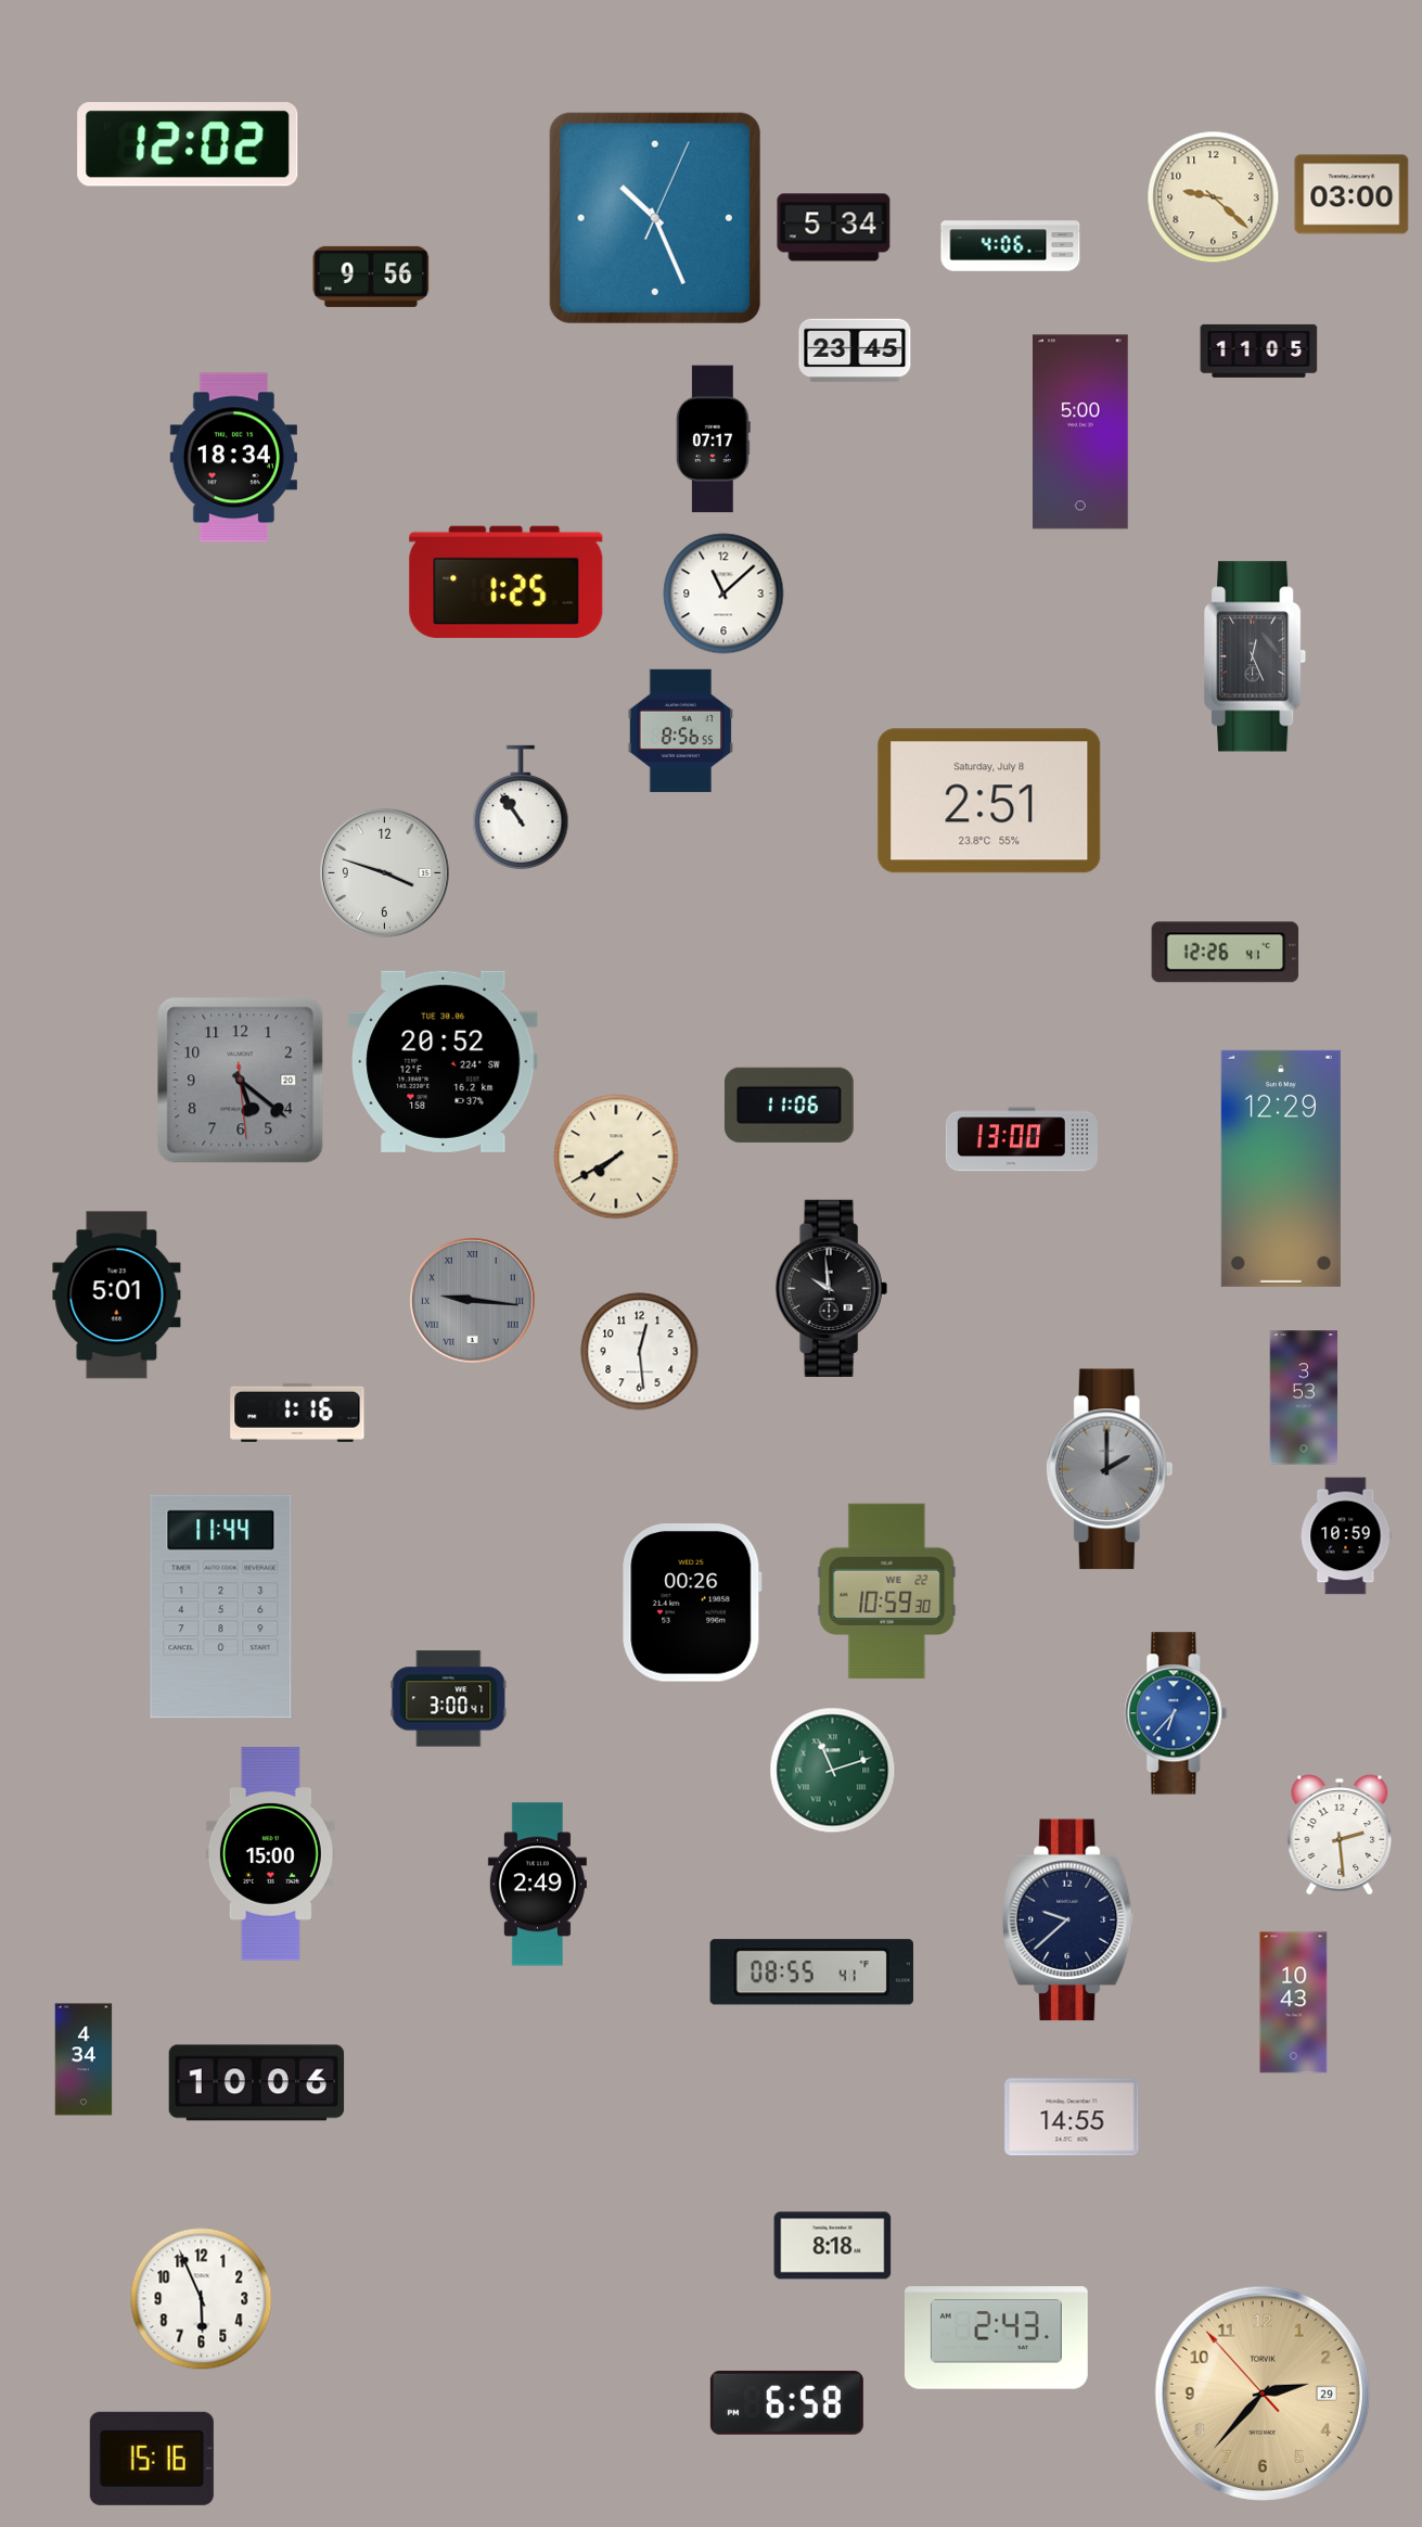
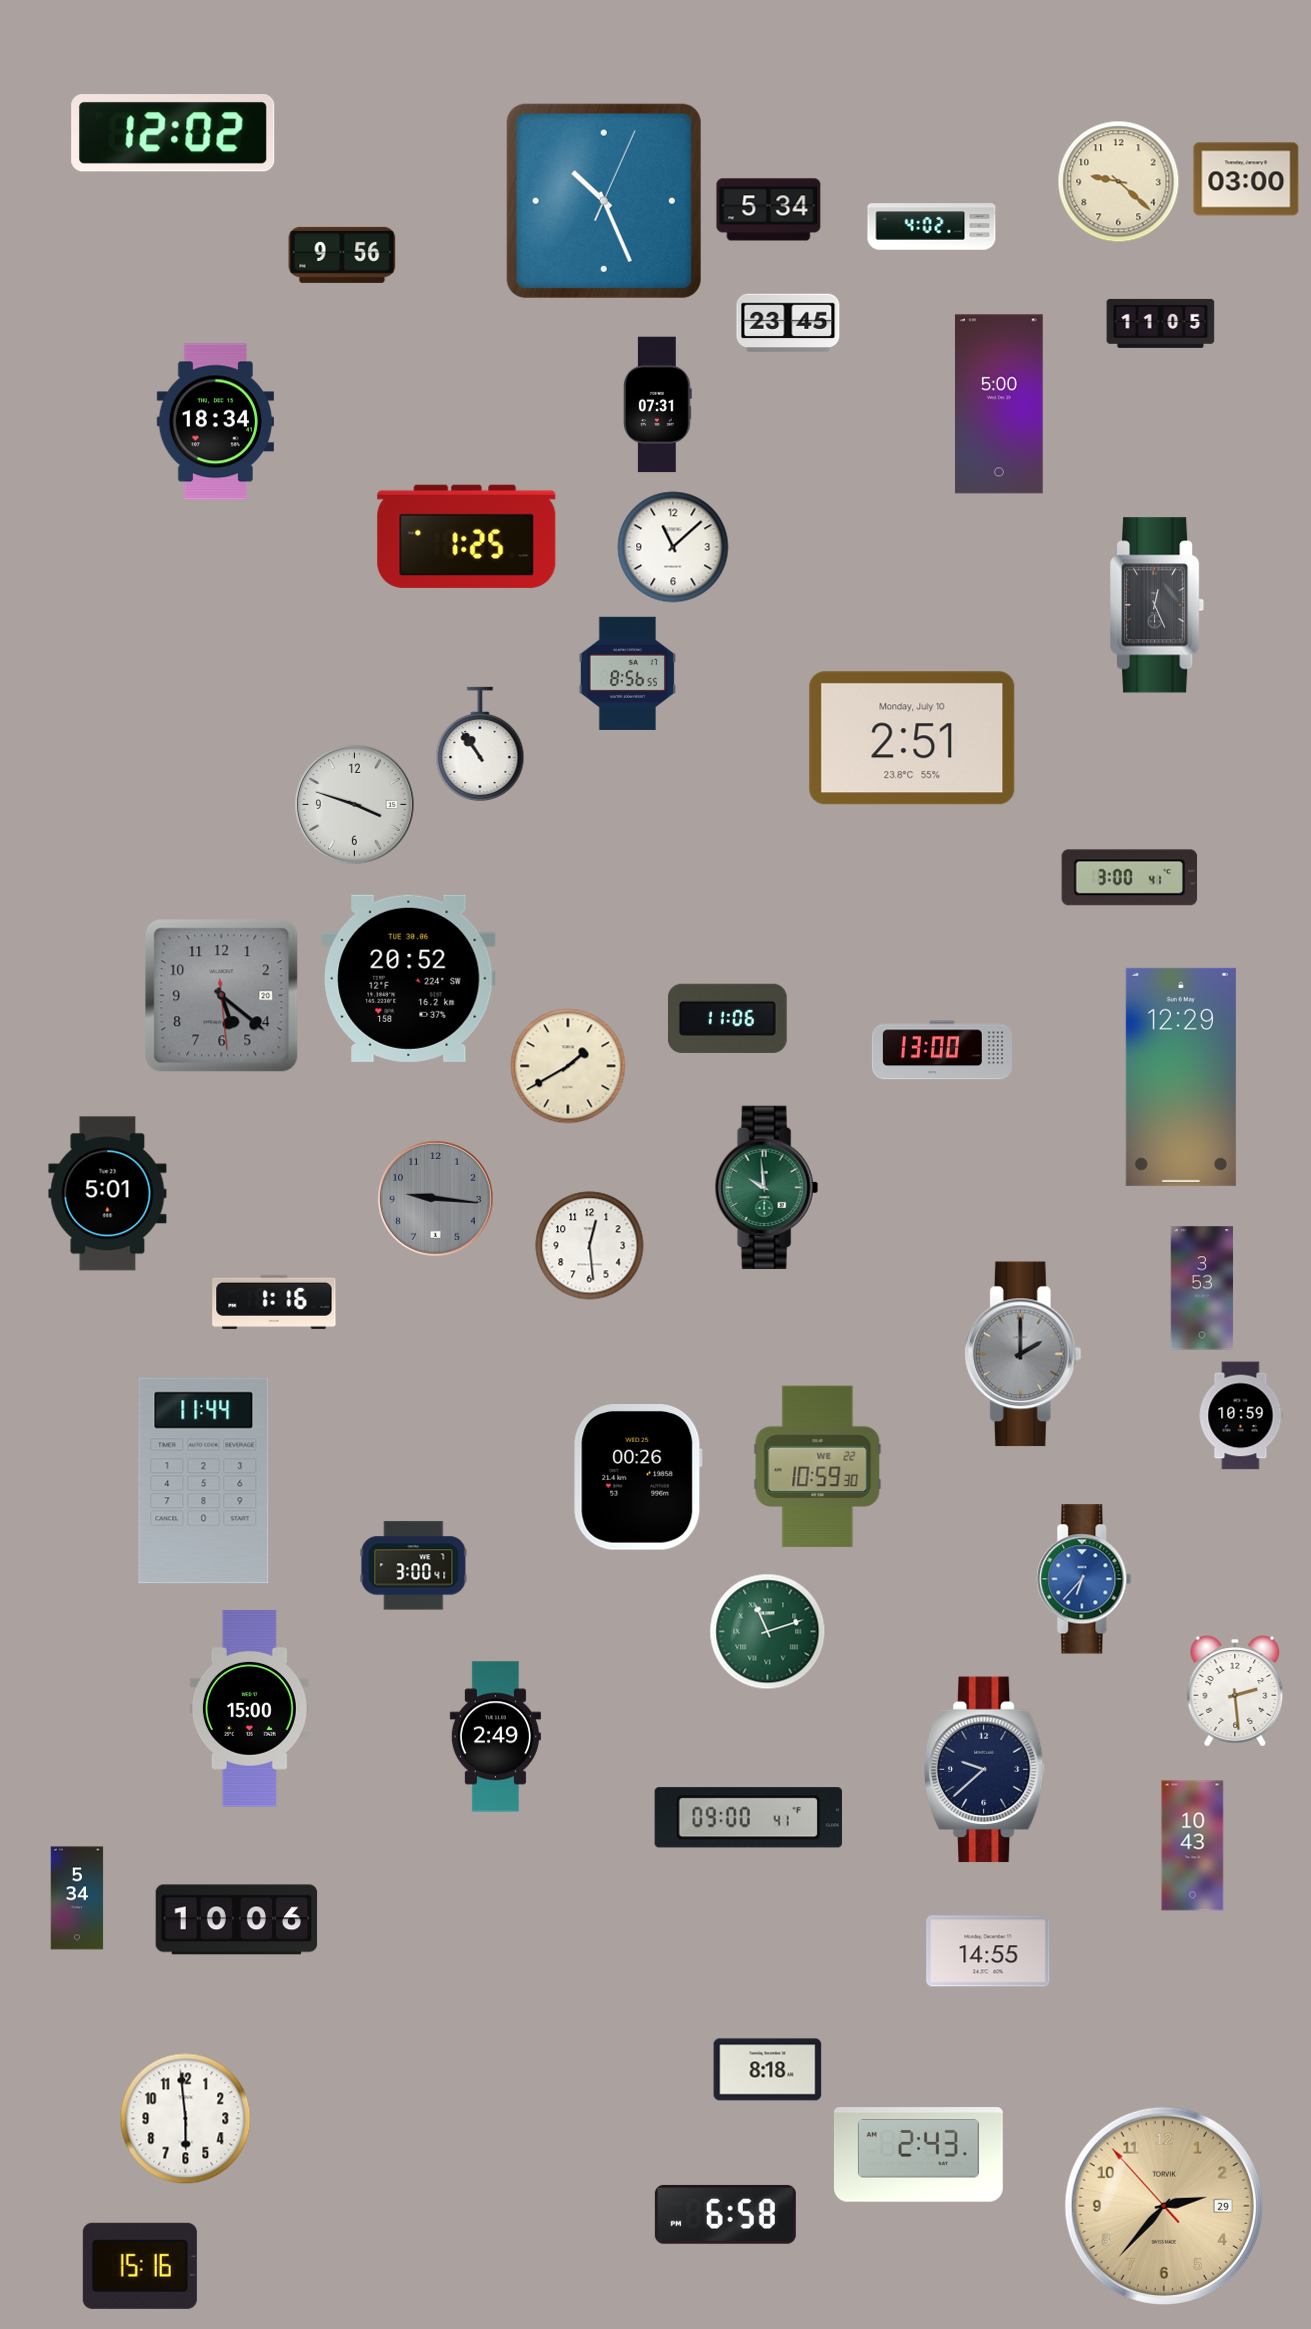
clock at (1011, 246): 4:06 -> 4:02
clock at (1080, 432) position: (1080, 432) -> (999, 404)
clock at (713, 439): 07:17 -> 07:31
clock at (723, 594) position: (723, 594) -> (673, 547)
clock at (989, 801) date: Saturday, July 8 -> Monday, July 10
clock at (1226, 953): 12:26 -> 3:00
clock at (616, 1157): 7:40 -> 1:40
clock at (831, 1288) dial: black -> green
clock at (473, 1301) numerals: Roman -> Arabic
clock at (811, 1973): 08:55 -> 09:00
clock at (84, 2059): 4:34 -> 5:34
clock at (202, 2299): 5:56 -> 5:59
